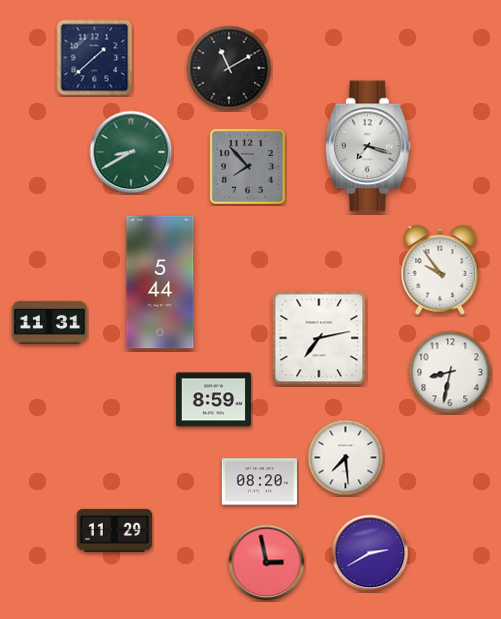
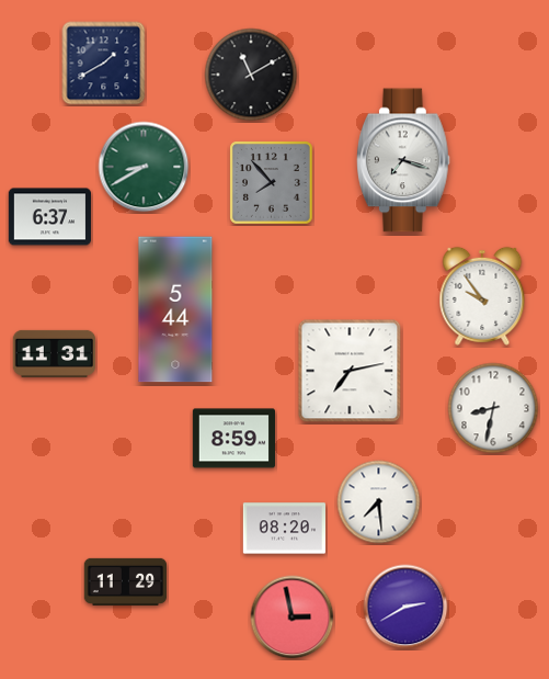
clock at (95, 58): 1:38 -> 1:40
clock at (49, 217): none -> 6:37
